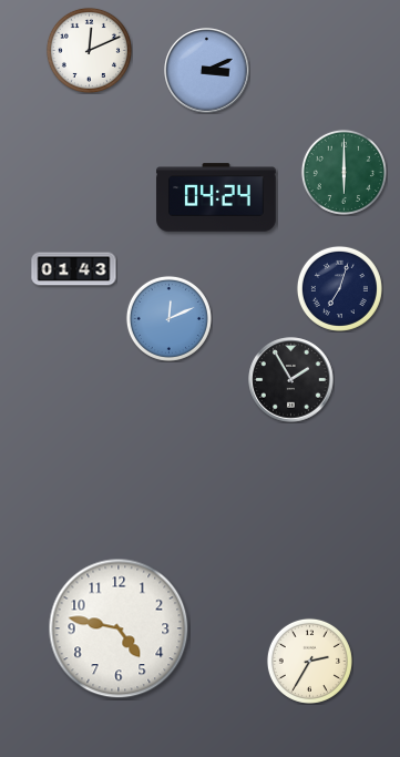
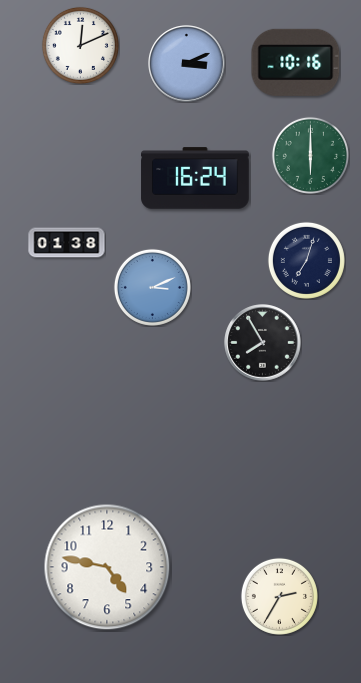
clock at (296, 62): none -> 10:16
clock at (216, 197): 04:24 -> 16:24
clock at (74, 269): 01:43 -> 01:38
clock at (168, 318): 12:11 -> 3:11
clock at (291, 380): 1:55 -> 7:55
